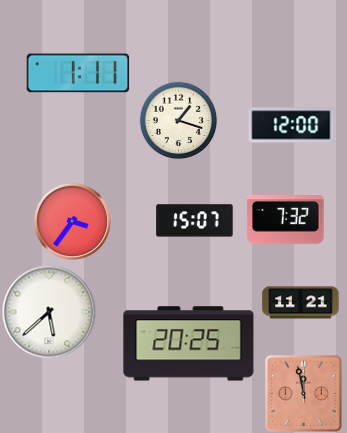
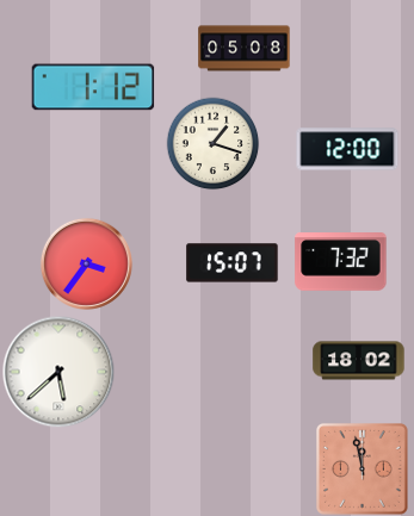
clock at (245, 49): none -> 05:08
clock at (78, 73): 1:11 -> 1:12
clock at (301, 303): 11:21 -> 18:02
clock at (189, 344): 20:25 -> none
